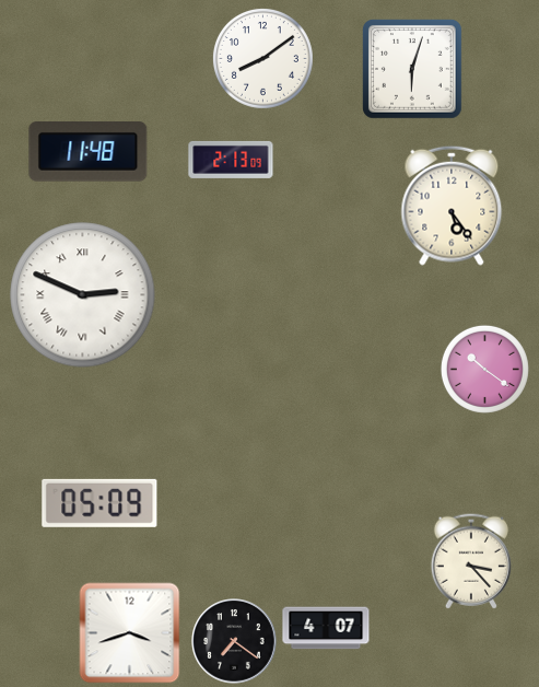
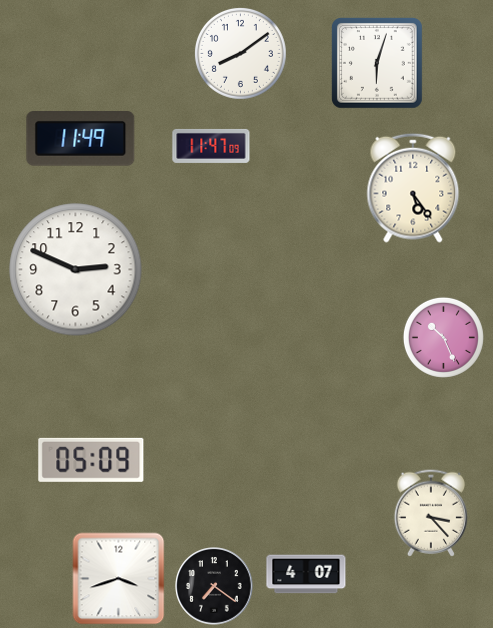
clock at (89, 152): 11:48 -> 11:49
clock at (231, 160): 2:13 -> 11:47
clock at (83, 295) numerals: Roman -> Arabic
clock at (484, 369): 10:21 -> 10:26
clock at (326, 628) position: (326, 628) -> (306, 574)
